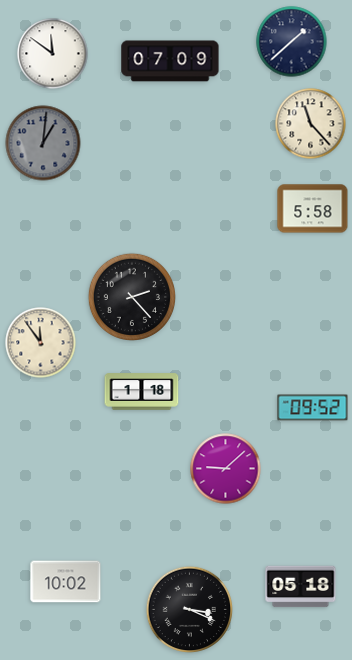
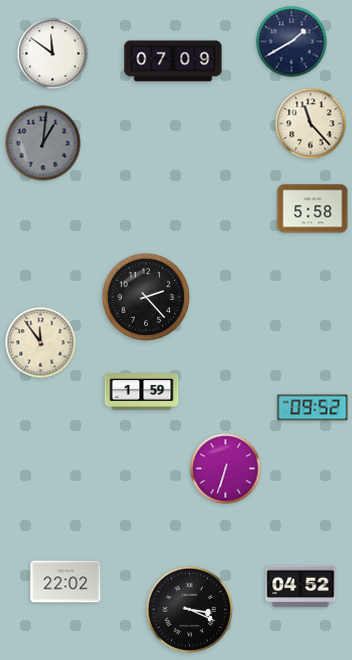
clock at (292, 42): 1:38 -> 1:40
clock at (170, 61) position: (170, 61) -> (173, 61)
clock at (131, 296) position: (131, 296) -> (145, 296)
clock at (142, 392): 1:18 -> 1:59
clock at (226, 469): 9:08 -> 6:33
clock at (66, 582): 10:02 -> 22:02
clock at (301, 587): 05:18 -> 04:52
